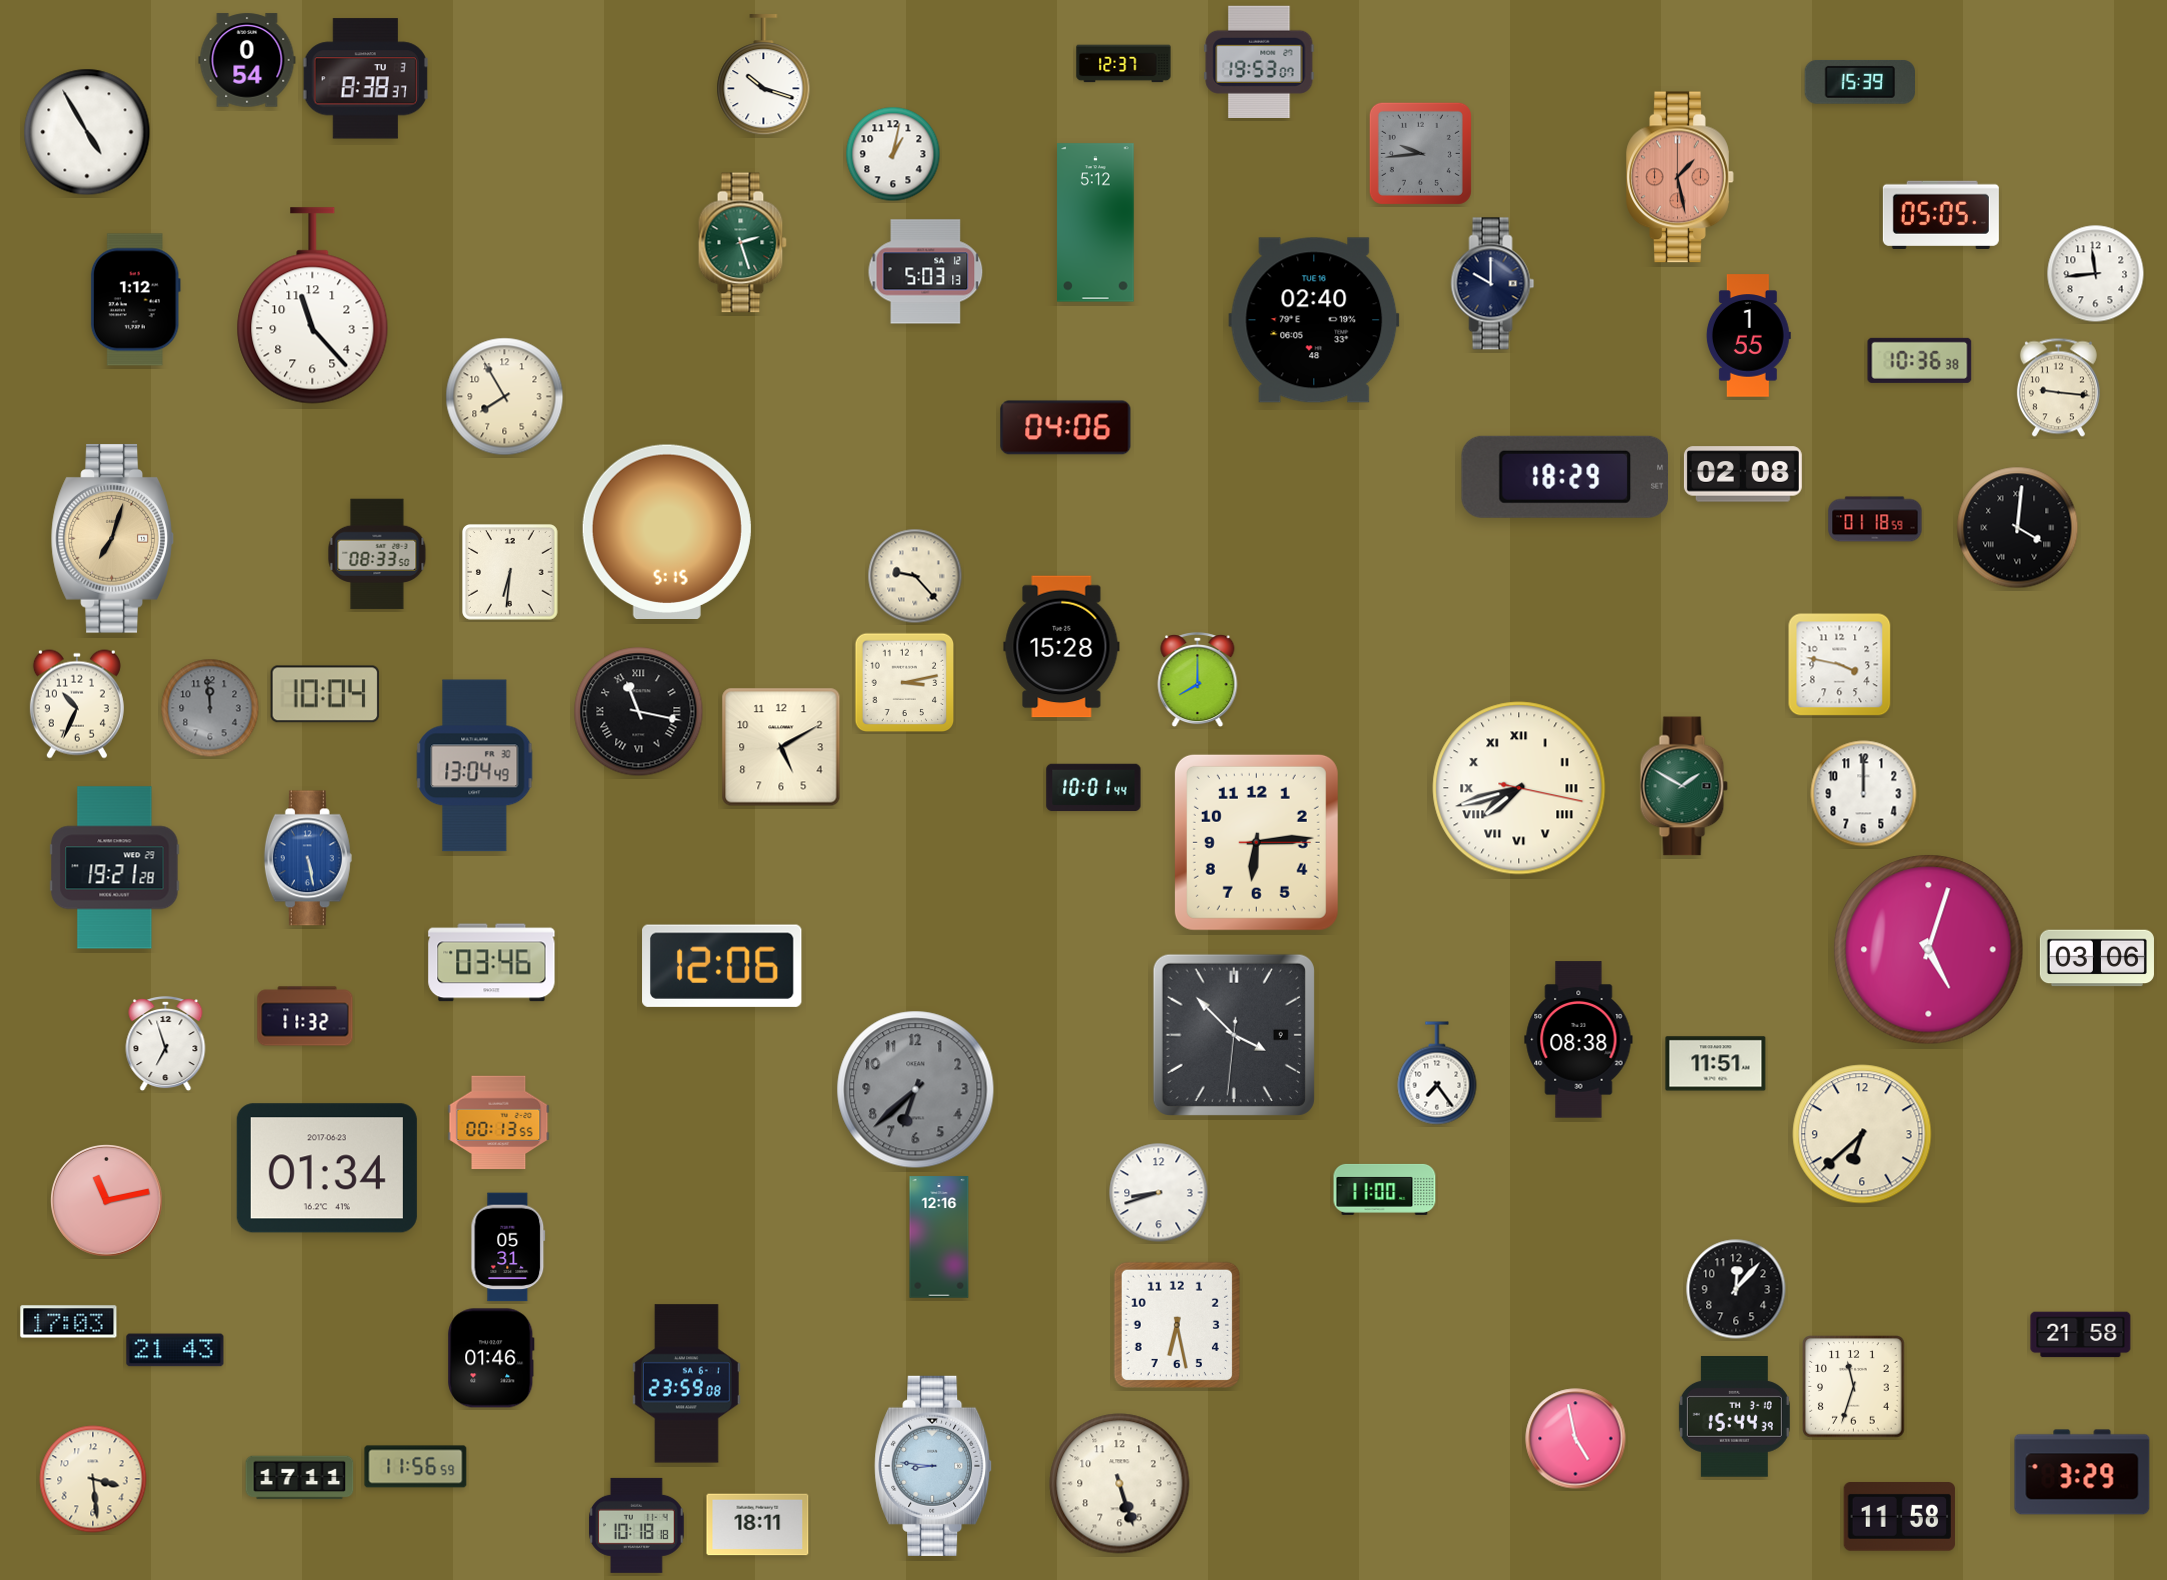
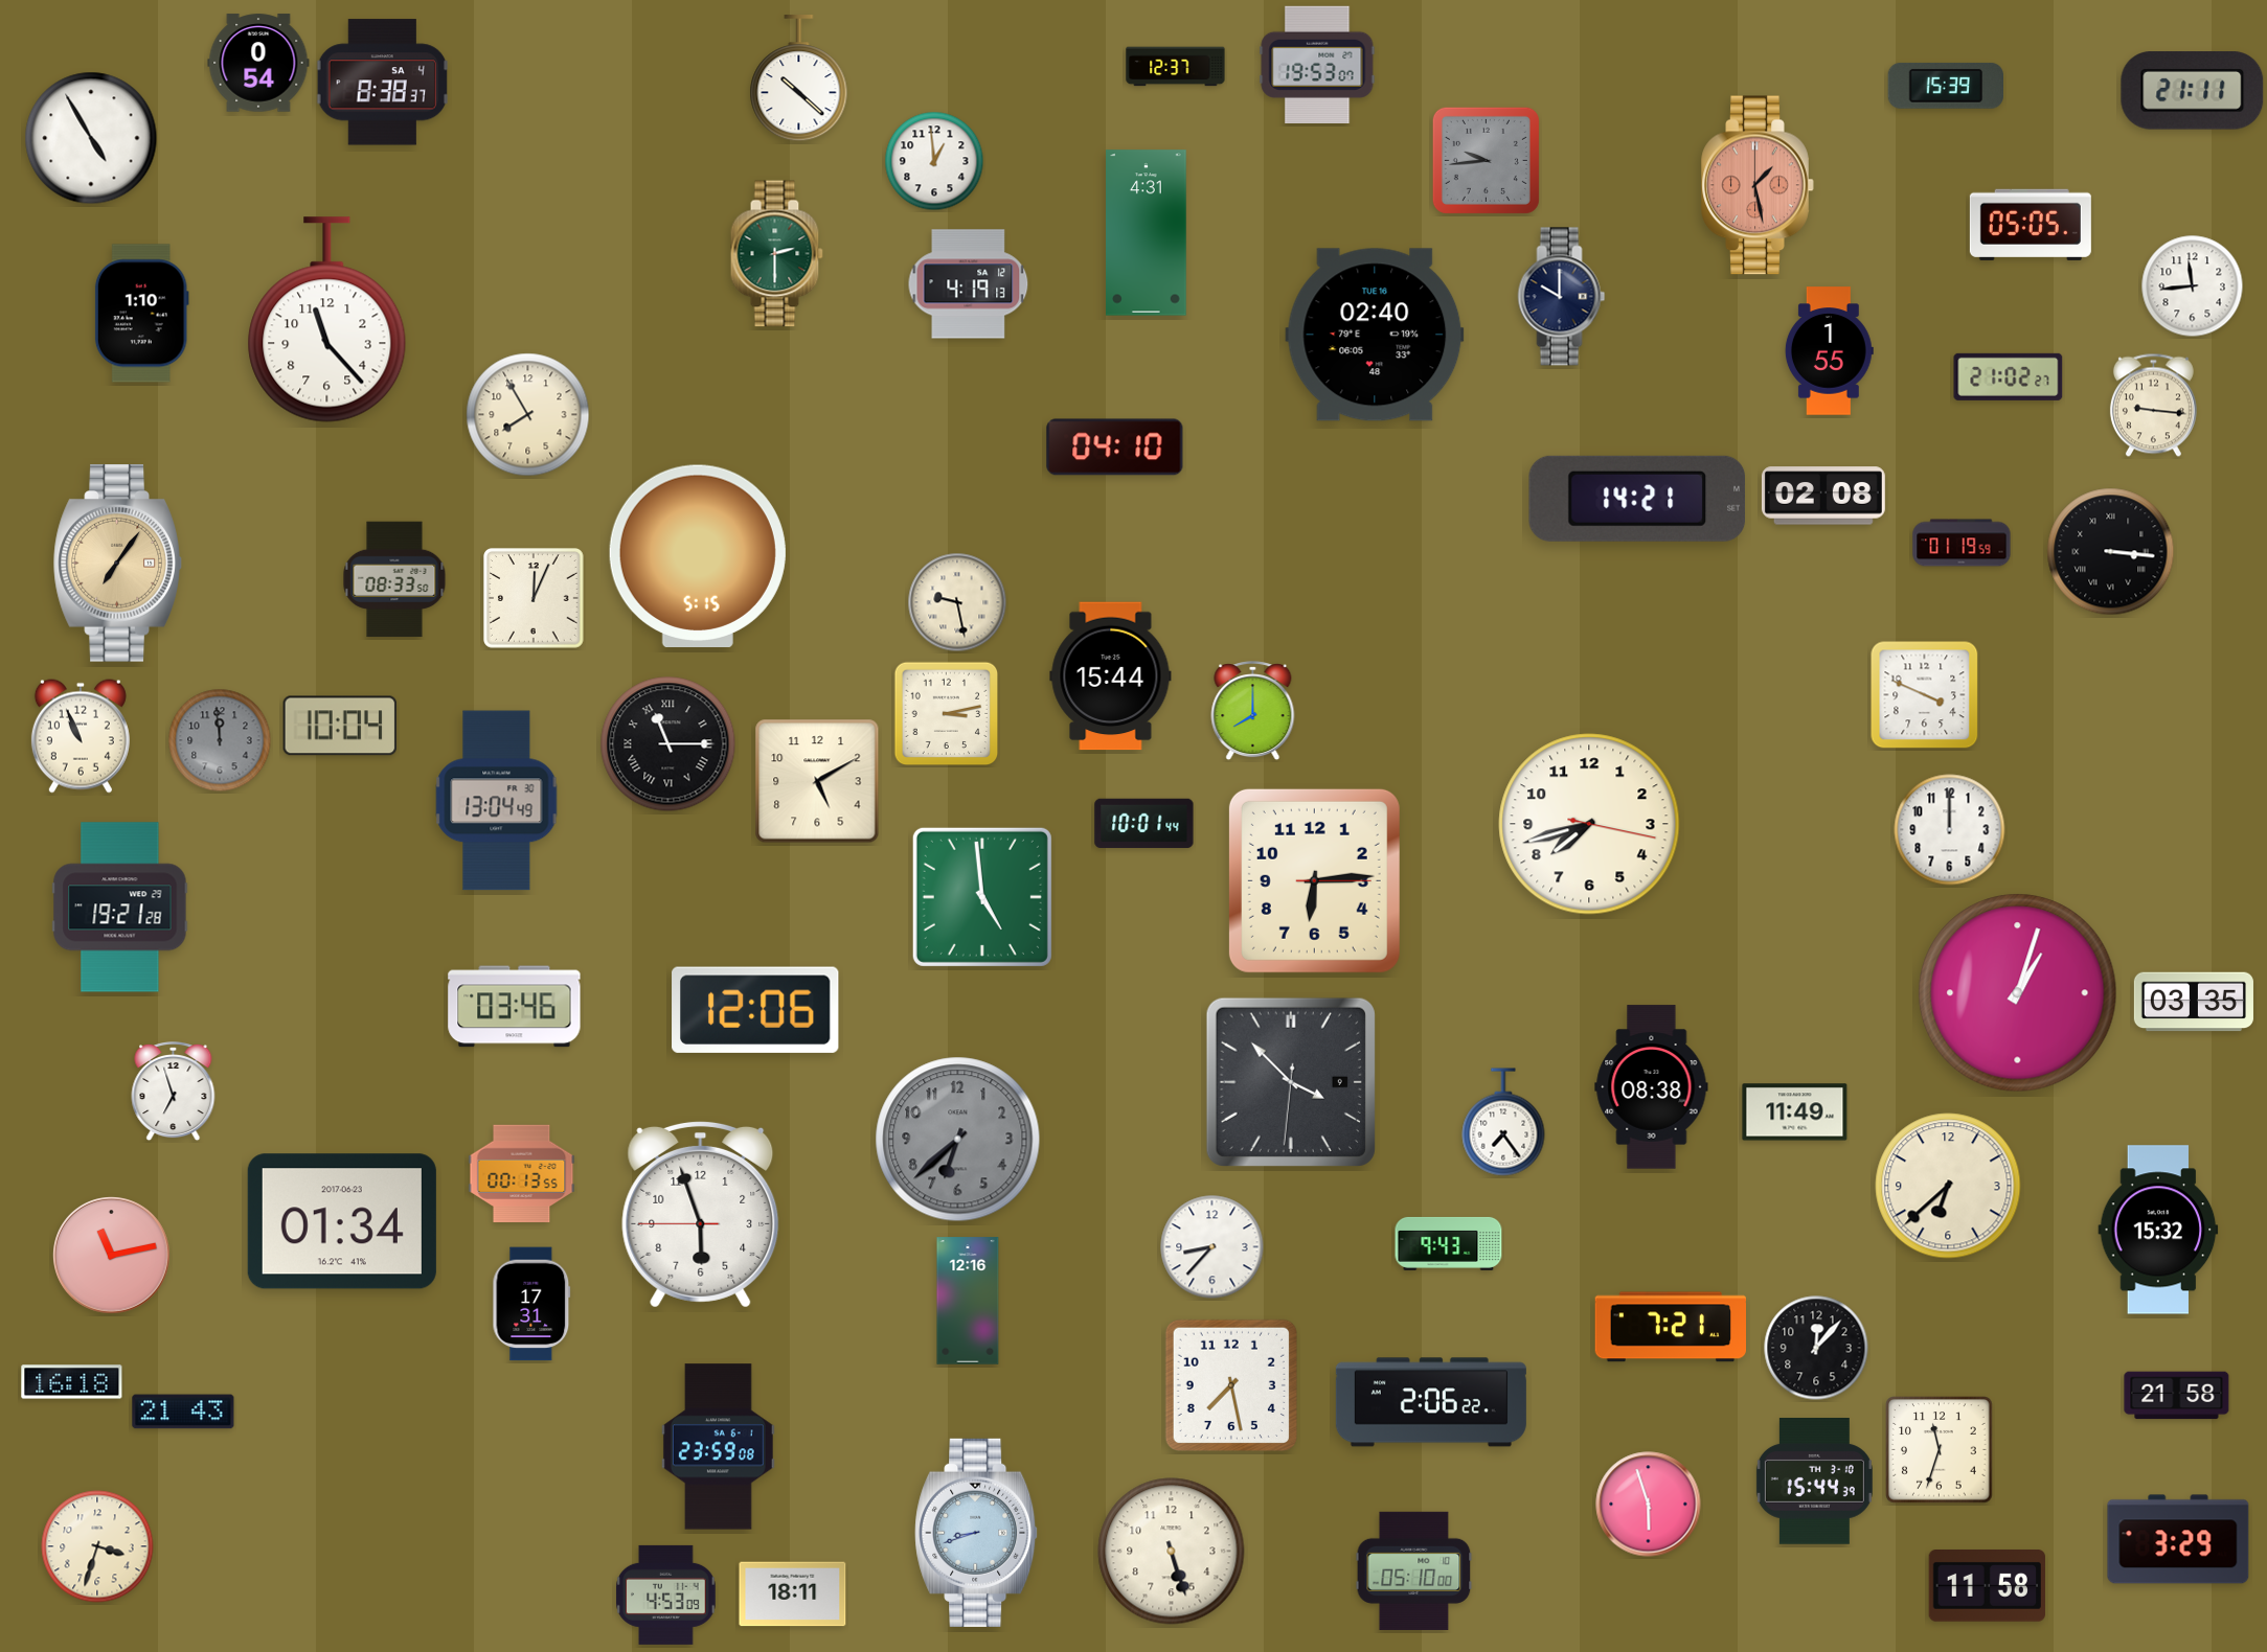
clock at (764, 75): 10:18 -> 10:22
clock at (365, 79) date: TU 3 -> SA 4
clock at (2193, 91): none -> 21:11
clock at (893, 154): 1:02 -> 12:59
clock at (1096, 223): 5:12 -> 4:31
clock at (742, 243): 2:27 -> 2:30
clock at (926, 272): 5:03 -> 4:19
clock at (135, 300): 1:12 -> 1:10
clock at (1920, 360): 10:36 -> 21:02
clock at (1066, 428): 04:06 -> 04:10
clock at (1564, 477): 18:29 -> 14:21
clock at (1875, 519): 01:18 -> 01:19
clock at (2018, 528): 4:01 -> 3:16
clock at (112, 539): 7:03 -> 7:06
clock at (511, 573): 6:31 -> 12:04
clock at (915, 576): 9:23 -> 9:28
clock at (1062, 647): 15:28 -> 15:44
clock at (1840, 665): 3:47 -> 3:49
clock at (77, 704): 10:34 -> 10:56
clock at (639, 712): 11:17 -> 11:15
clock at (1684, 786): 1:50 -> none
clock at (1519, 788) numerals: Roman -> Arabic
clock at (308, 858): 5:28 -> none
clock at (982, 897): none -> 4:59
clock at (1929, 950): 5:03 -> 1:03
clock at (2097, 958): 03:06 -> 03:35
clock at (305, 1016): 11:32 -> none
clock at (1716, 1064): 11:51 -> 11:49
clock at (701, 1214): none -> 5:56
clock at (2158, 1230): none -> 15:32
clock at (1385, 1189): 11:00 -> 9:43
clock at (1159, 1193): 8:42 -> 8:37
clock at (939, 1237) position: (939, 1237) -> (968, 1301)
clock at (508, 1247): 05:31 -> 17:31
clock at (1670, 1327): none -> 7:21
clock at (69, 1322): 17:03 -> 16:18
clock at (1177, 1325): 6:28 -> 7:28
clock at (1431, 1402): none -> 2:06
clock at (491, 1358): 01:46 -> none
clock at (1576, 1439): 4:58 -> 5:57
clock at (934, 1466): 8:46 -> 8:42
clock at (416, 1467): 11:56 -> none
clock at (300, 1478): 17:11 -> none
clock at (93, 1479): 3:29 -> 3:33
clock at (1414, 1570): none -> 05:10
clock at (637, 1525): 10:18 -> 4:53
